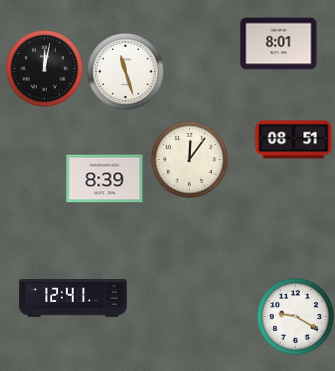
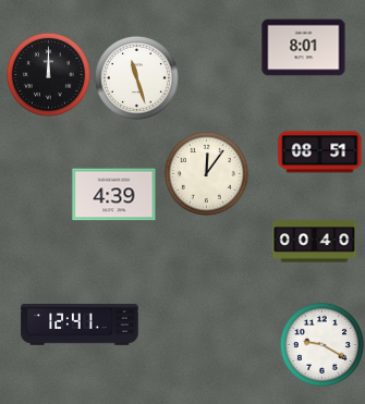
clock at (44, 68): 12:02 -> 12:00
clock at (105, 179): 8:39 -> 4:39
clock at (315, 242): none -> 00:40
